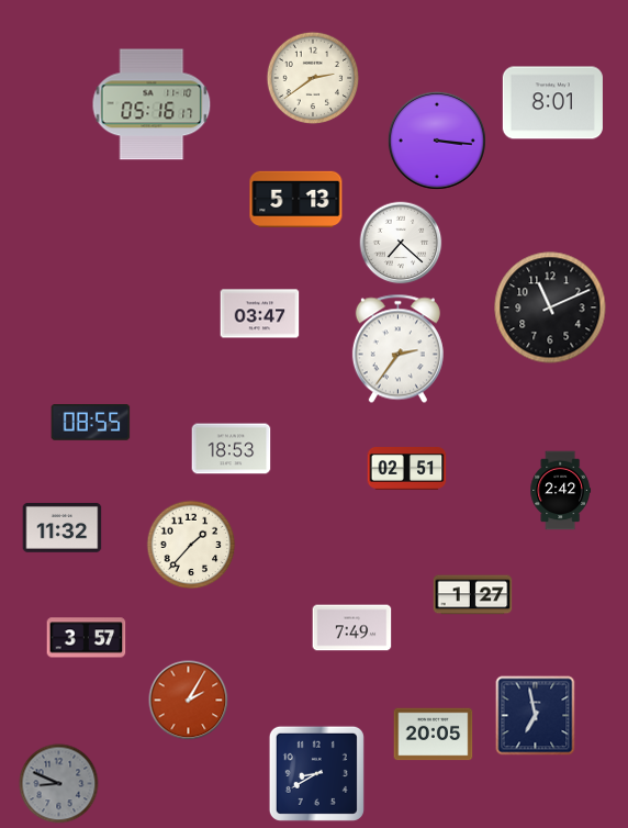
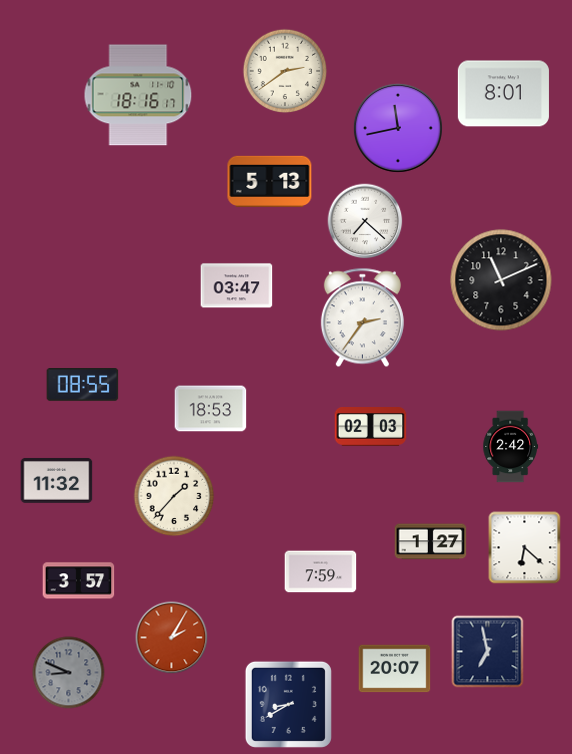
clock at (152, 104): 05:16 -> 18:16
clock at (437, 141): 3:16 -> 11:43
clock at (407, 469): 02:51 -> 02:03
clock at (525, 548): none -> 6:22
clock at (352, 628): 7:49 -> 7:59
clock at (434, 735): 20:05 -> 20:07
clock at (59, 784) position: (59, 784) -> (69, 673)
